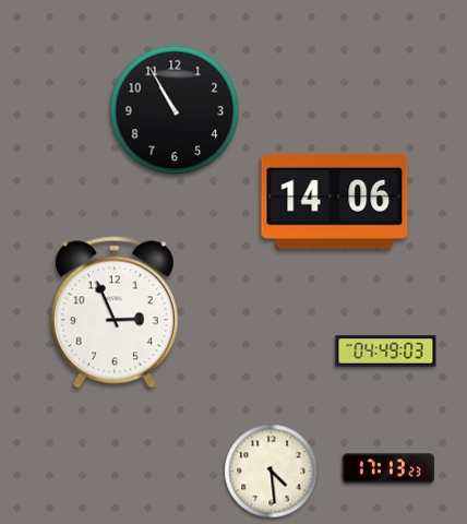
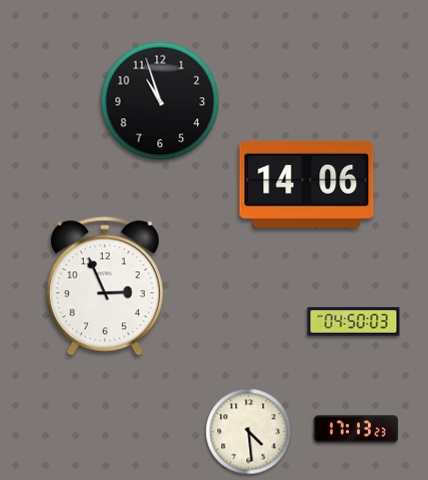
clock at (175, 110): 10:55 -> 10:57
clock at (386, 352): 04:49 -> 04:50
